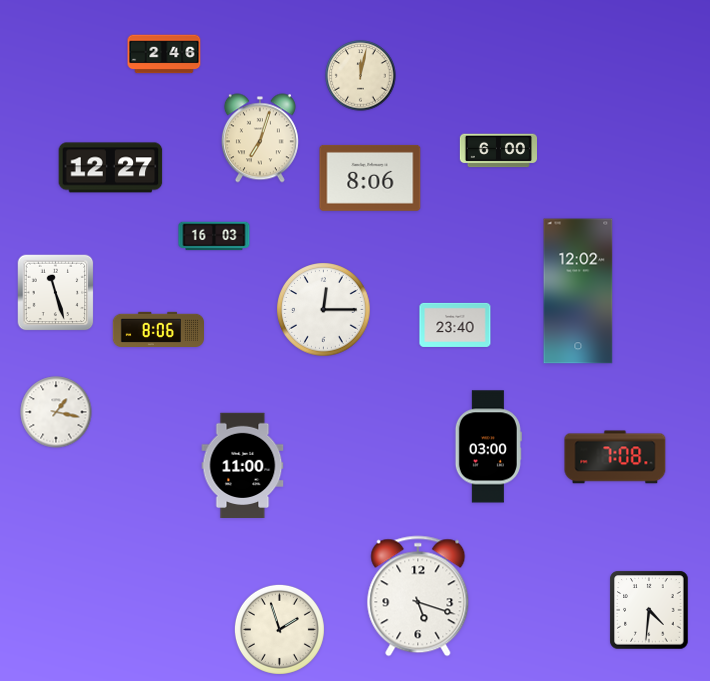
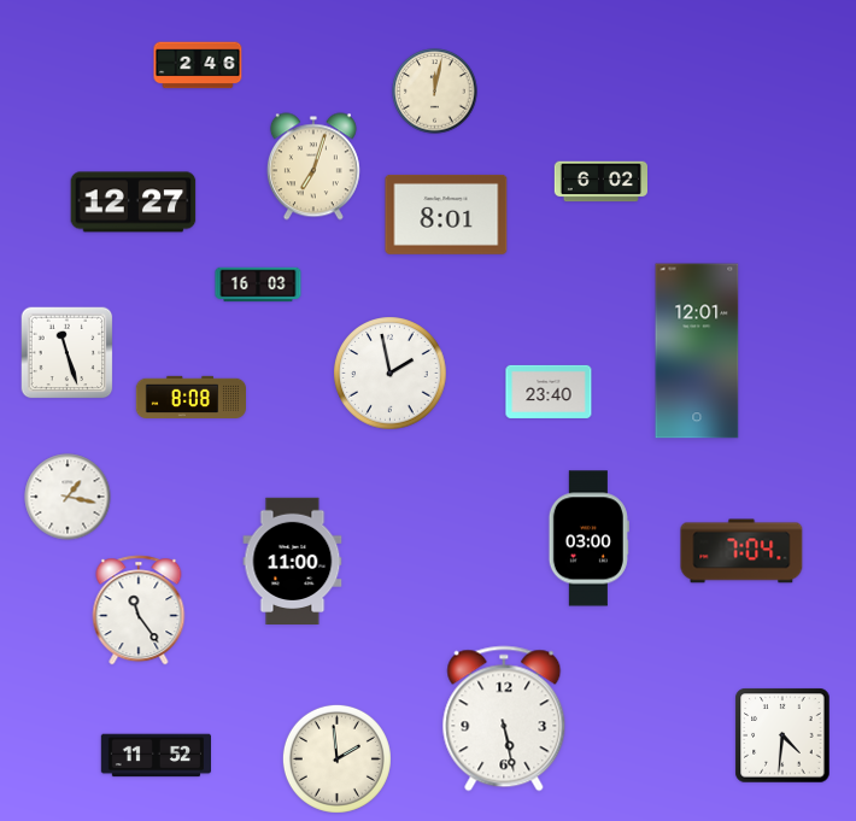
clock at (498, 151): 6:00 -> 6:02
clock at (370, 178): 8:06 -> 8:01
clock at (578, 291): 12:02 -> 12:01
clock at (324, 310): 12:15 -> 1:58
clock at (158, 329): 8:06 -> 8:08
clock at (615, 457): 7:08 -> 7:04
clock at (139, 610): none -> 11:24
clock at (418, 596): 5:18 -> 5:28
clock at (156, 756): none -> 11:52
clock at (279, 629): 1:57 -> 1:59
